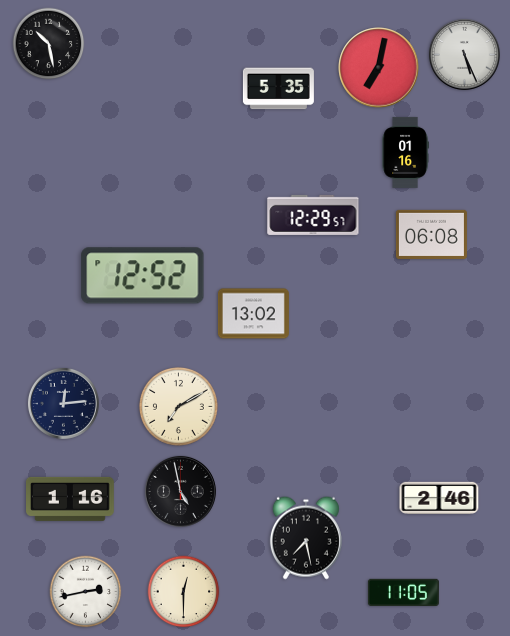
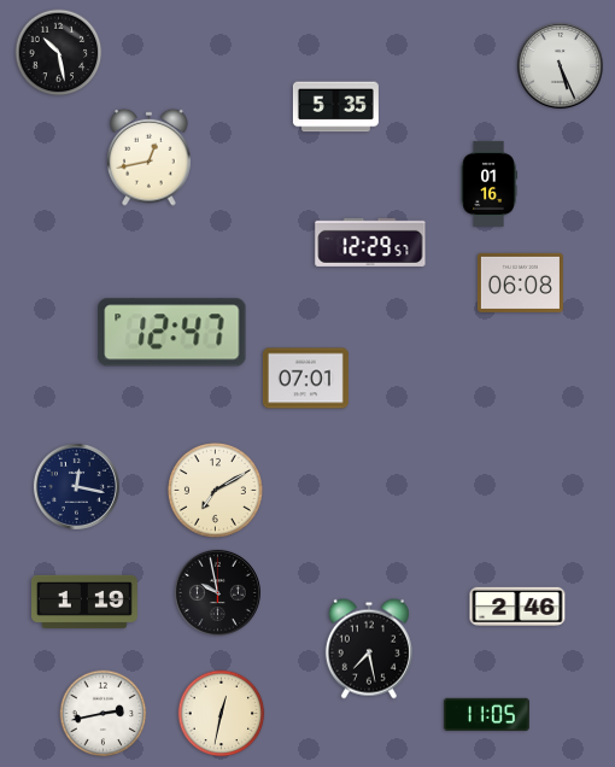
clock at (379, 68): 7:02 -> none
clock at (150, 157): none -> 12:43
clock at (313, 215) position: (313, 215) -> (370, 242)
clock at (143, 276): 12:52 -> 12:47
clock at (253, 314): 13:02 -> 07:01
clock at (63, 403): 12:14 -> 12:17
clock at (180, 491): 4:58 -> 9:58
clock at (439, 498) position: (439, 498) -> (517, 607)
clock at (71, 499): 1:16 -> 1:19
clock at (184, 592): 12:30 -> 12:32
